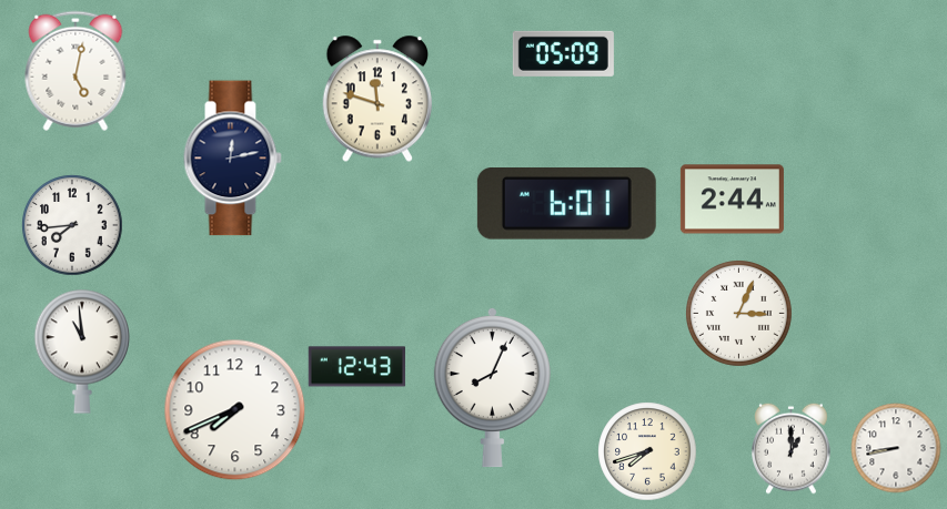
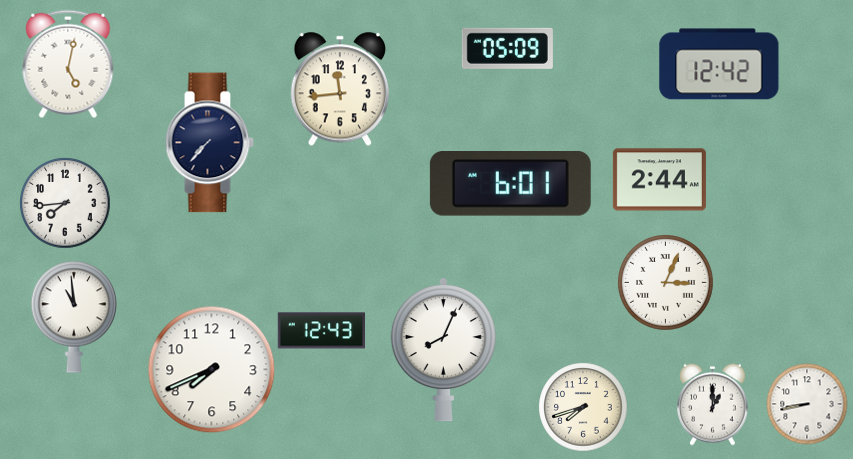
clock at (719, 64): none -> 12:42
clock at (376, 99): 11:48 -> 11:44
clock at (232, 159): 12:13 -> 7:37
